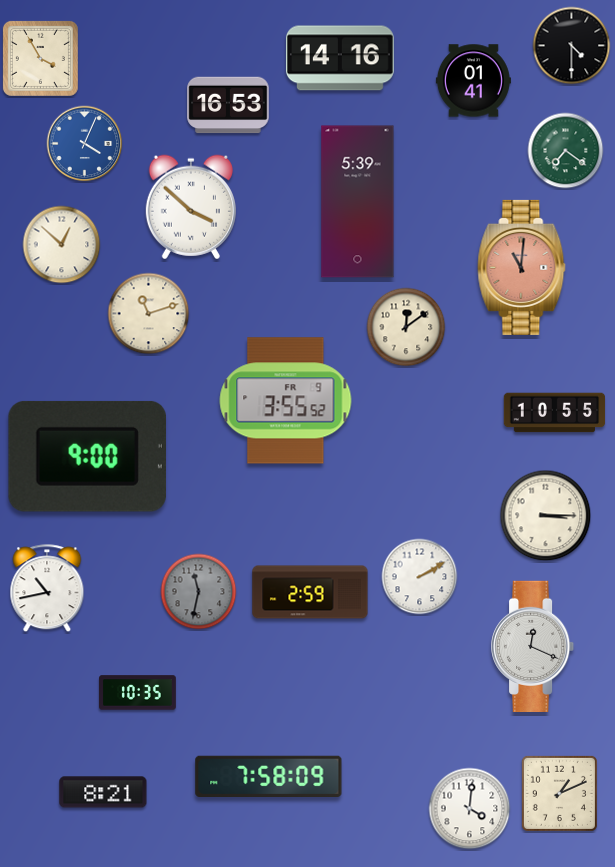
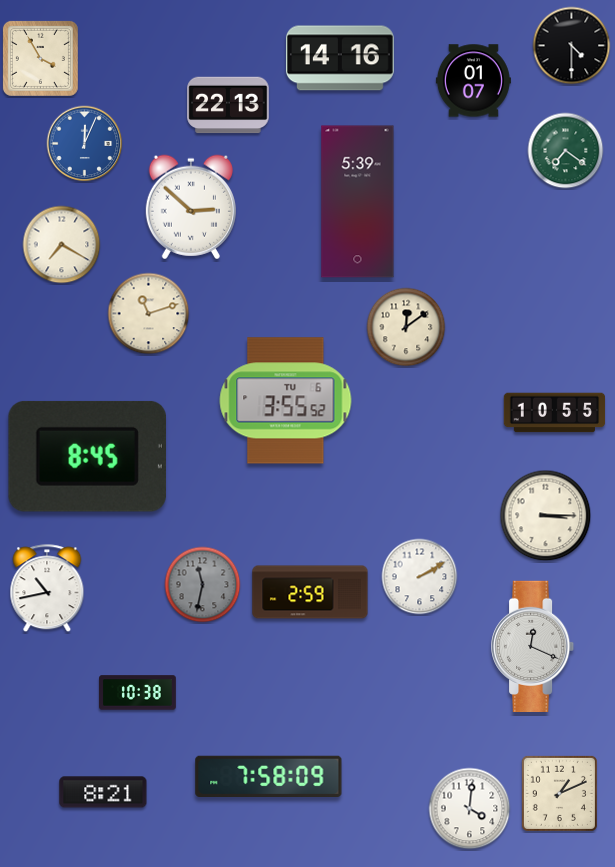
clock at (473, 81): 01:41 -> 01:07
clock at (228, 105): 16:53 -> 22:13
clock at (85, 144): 4:04 -> 12:04
clock at (191, 207): 3:52 -> 2:52
clock at (62, 245): 12:52 -> 7:20
clock at (522, 267): 11:01 -> none
clock at (286, 401) date: FR 9 -> TU 6
clock at (87, 456): 9:00 -> 8:45
clock at (199, 592) position: (199, 592) -> (203, 585)
clock at (138, 693): 10:35 -> 10:38
